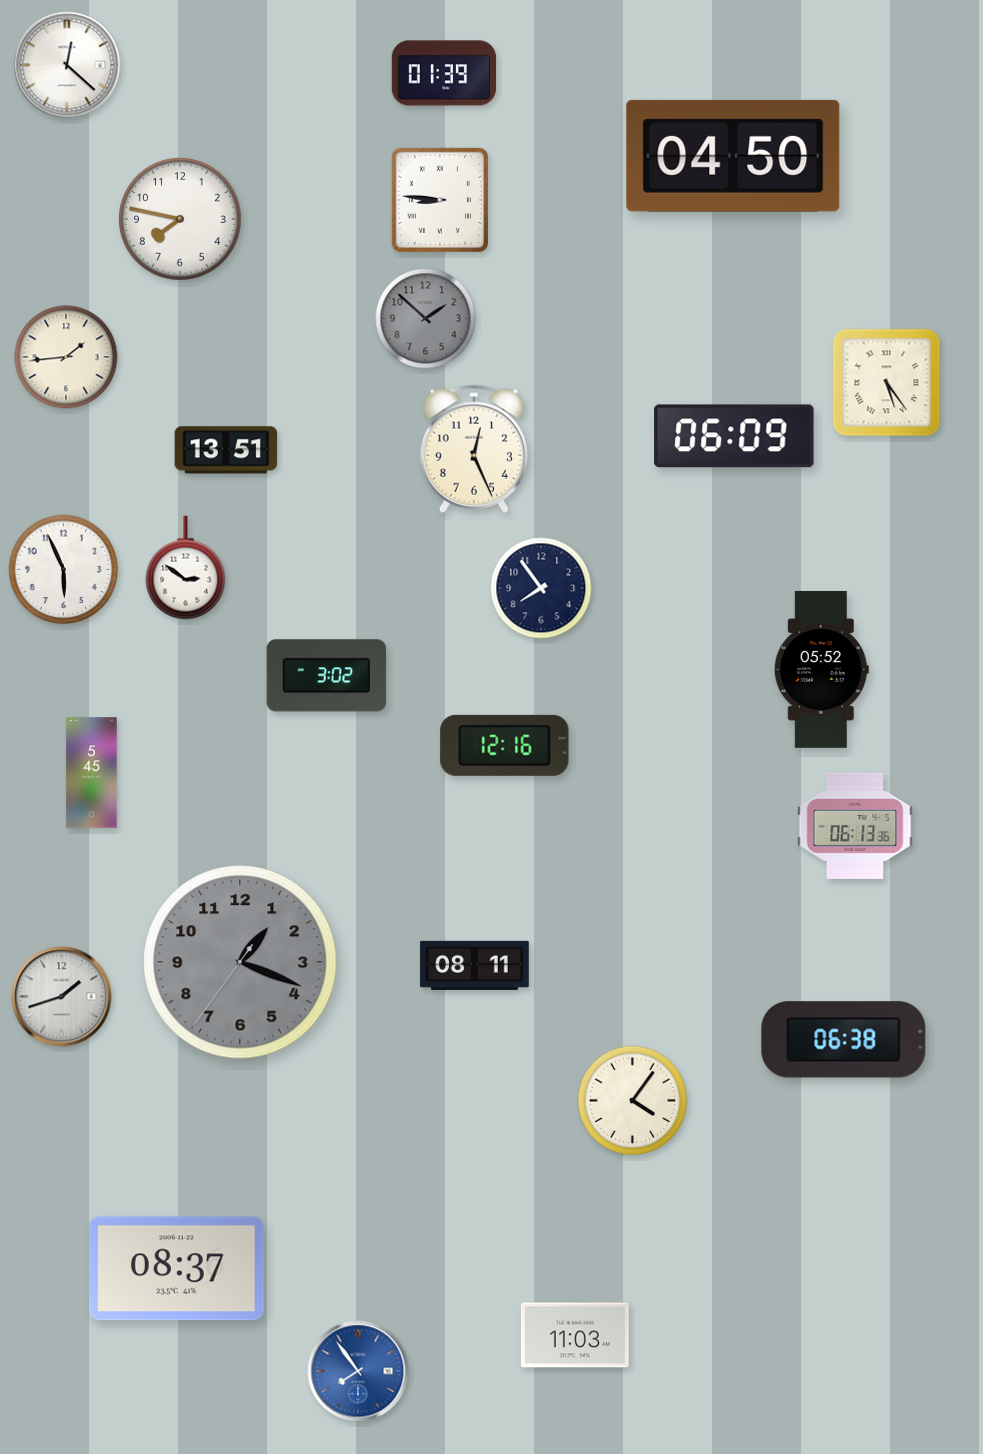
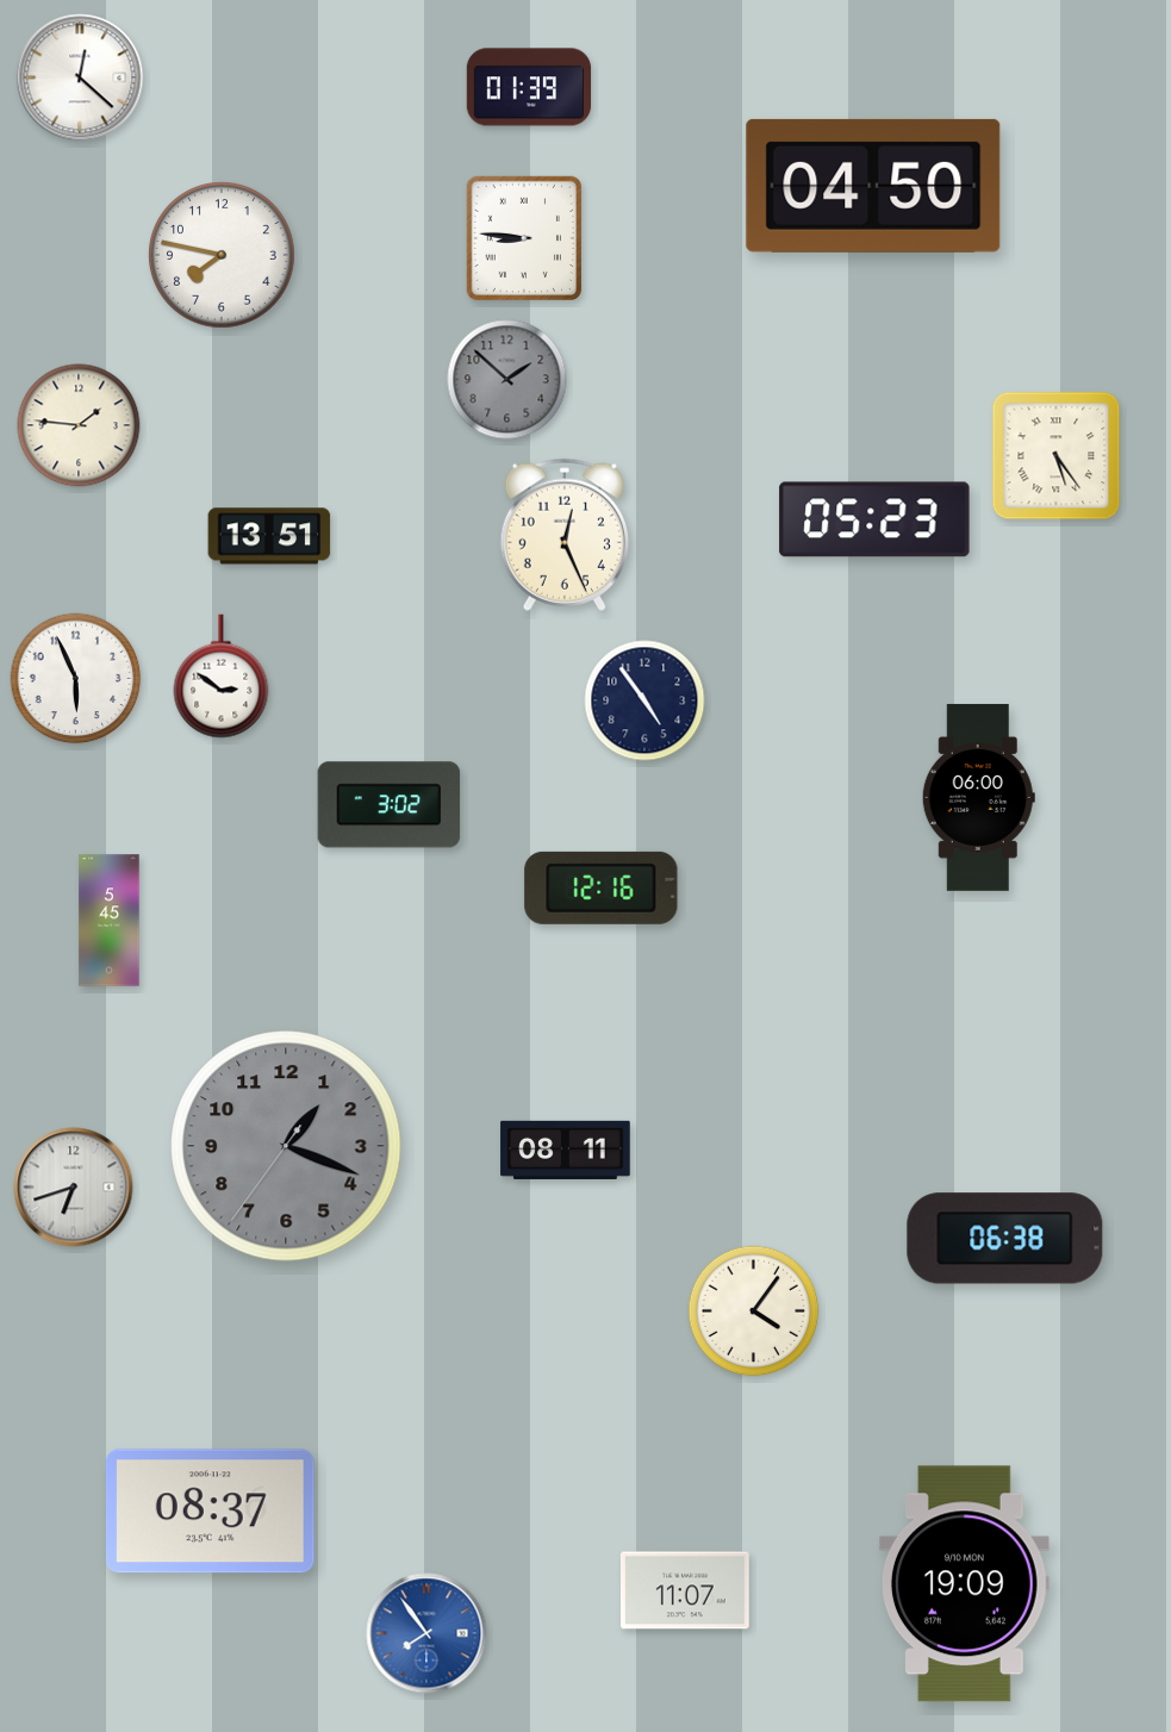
clock at (180, 219) position: (180, 219) -> (222, 255)
clock at (66, 357): 1:44 -> 1:46
clock at (734, 436): 06:09 -> 05:23
clock at (541, 588): 7:54 -> 4:54
clock at (821, 669): 05:52 -> 06:00
clock at (855, 826): 06:13 -> none
clock at (62, 997): 1:42 -> 6:42
clock at (965, 1584): none -> 19:09
clock at (575, 1335): 11:03 -> 11:07
